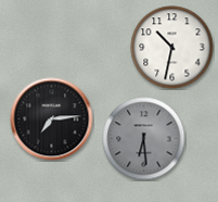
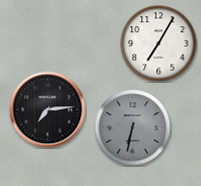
clock at (172, 48): 10:32 -> 7:05
clock at (144, 139): 6:29 -> 6:32
